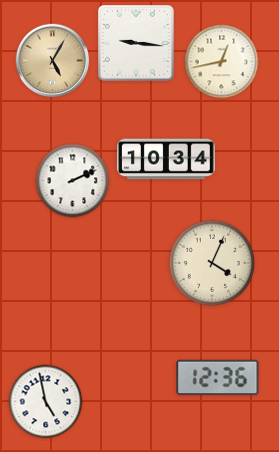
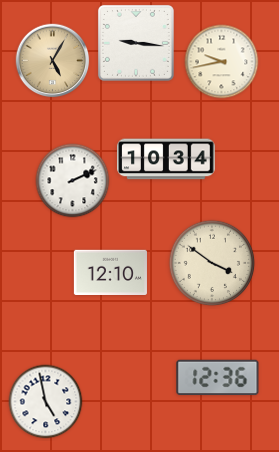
clock at (222, 62): 12:43 -> 9:43
clock at (212, 263): 4:04 -> 3:51
clock at (110, 272): none -> 12:10
